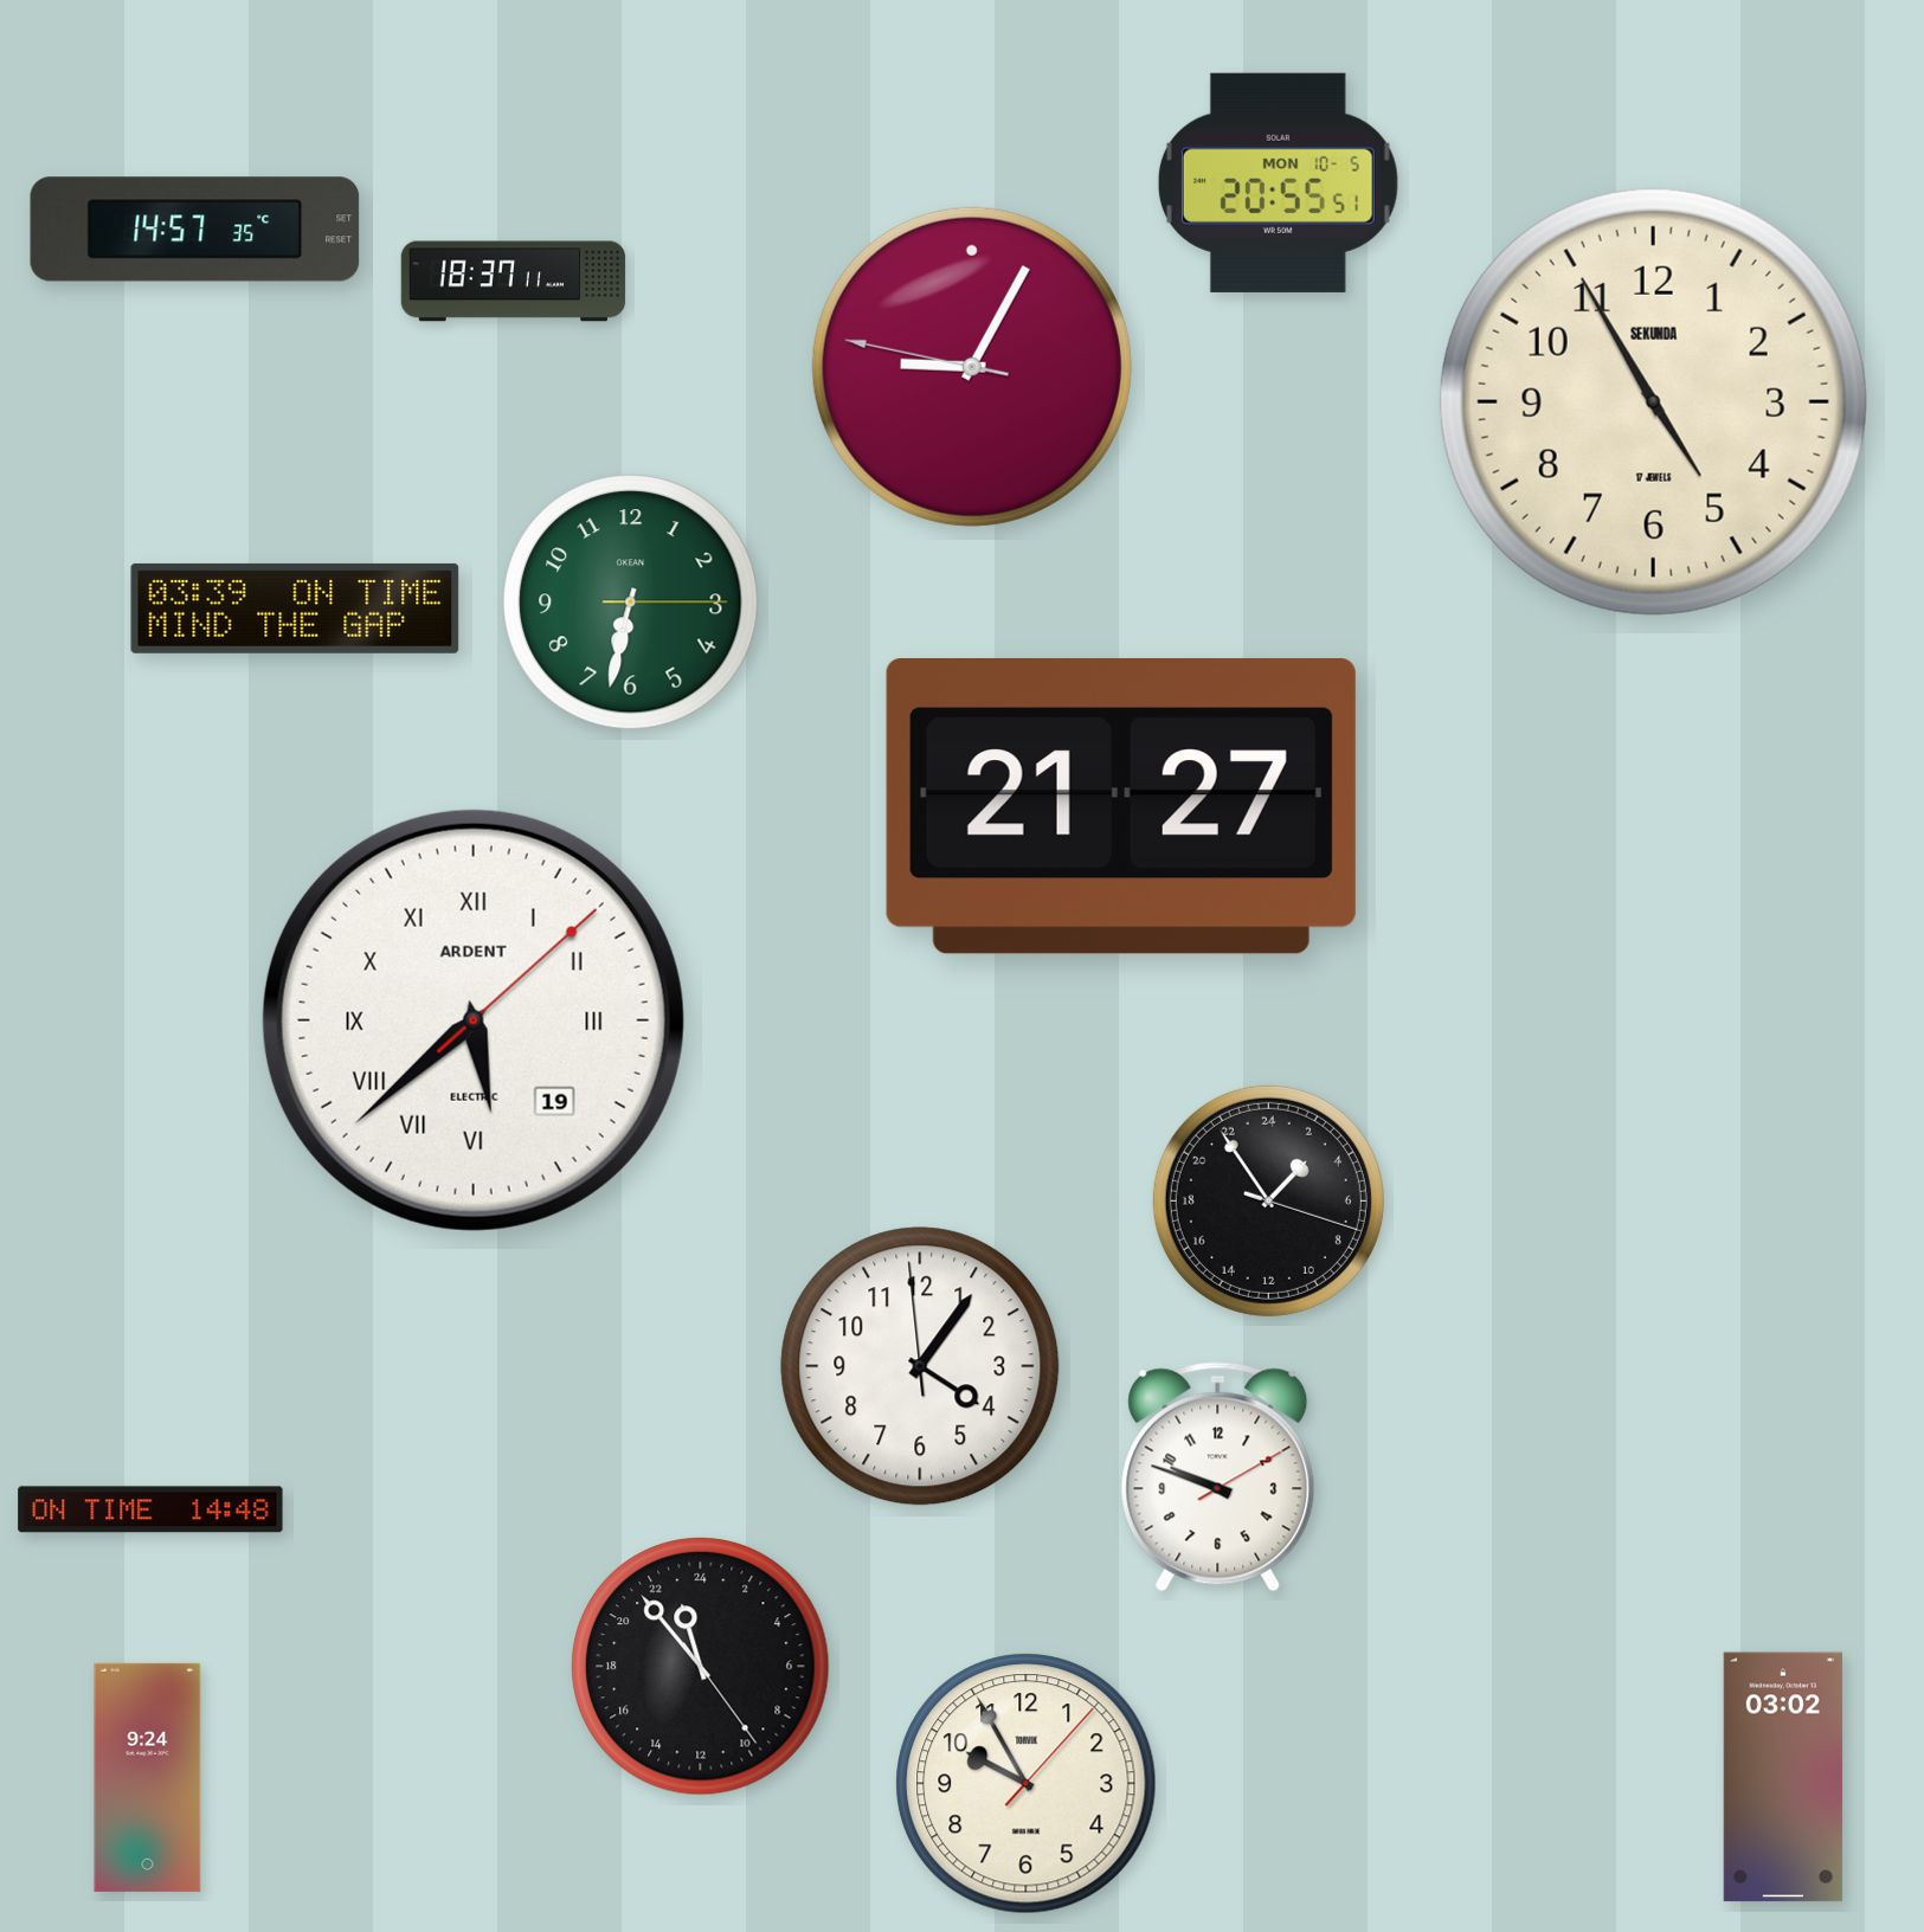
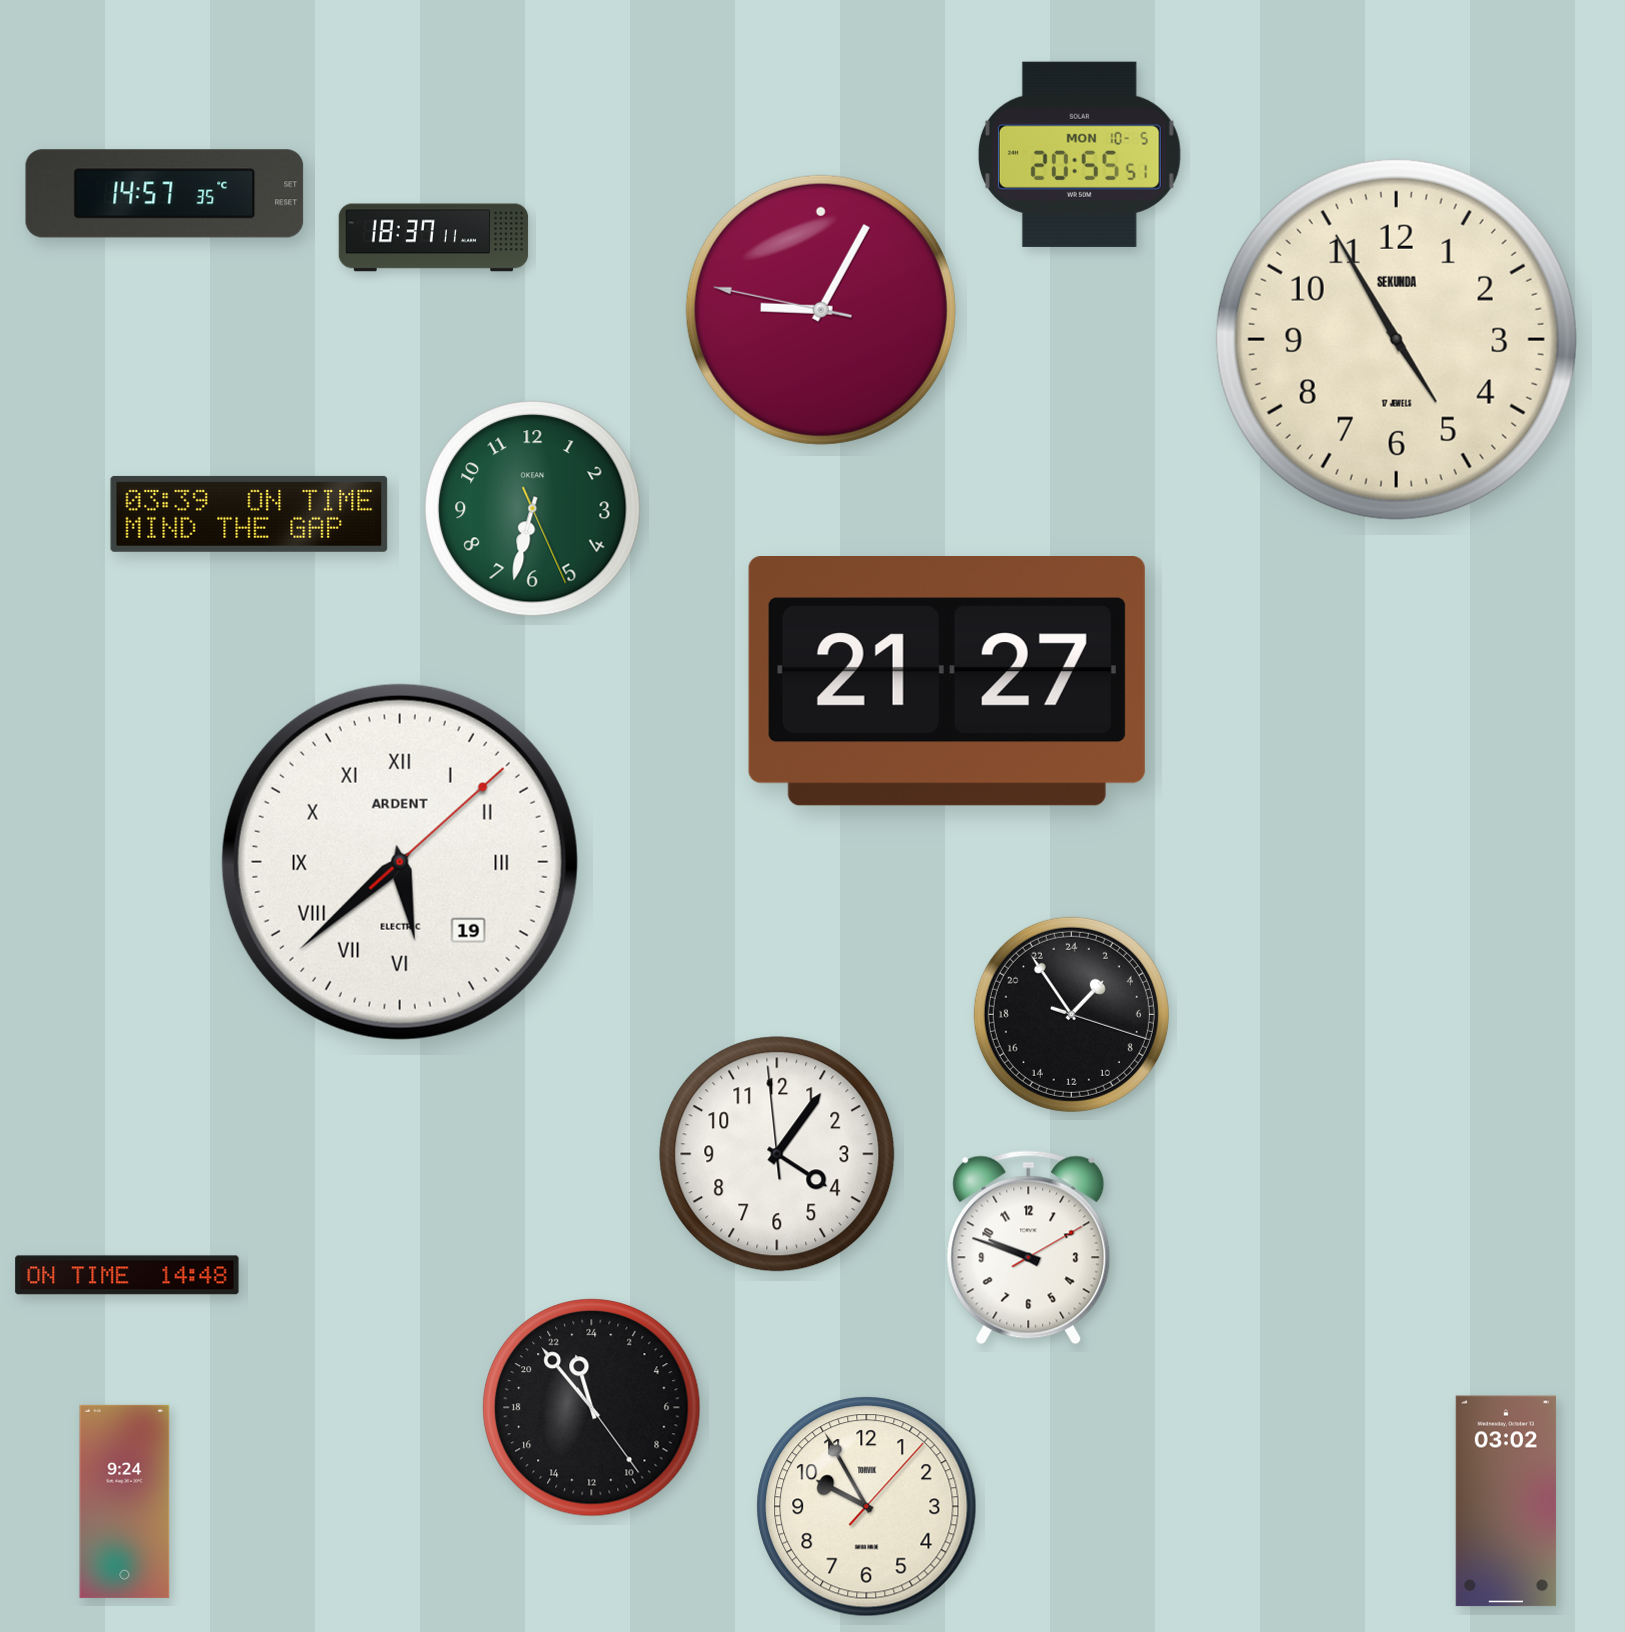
clock at (631, 603): 6:32:15 -> 6:32:26
